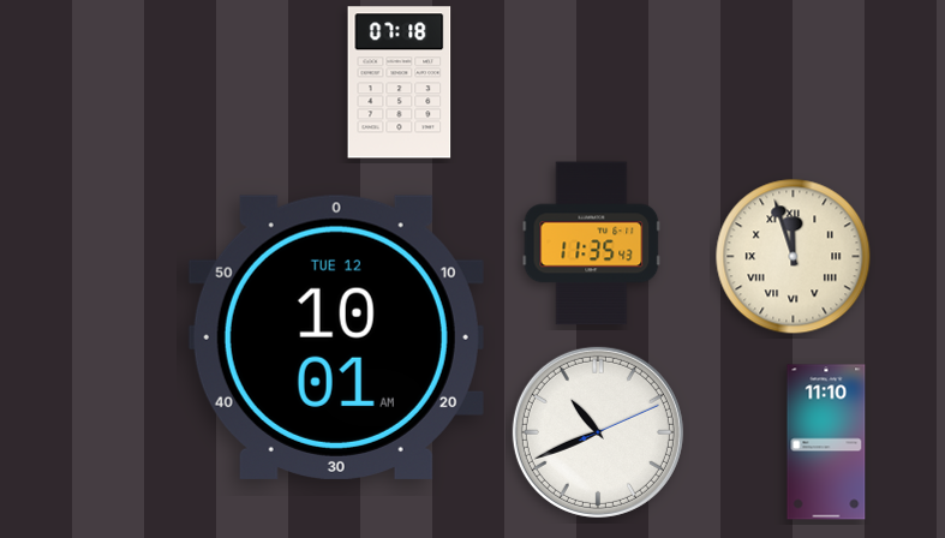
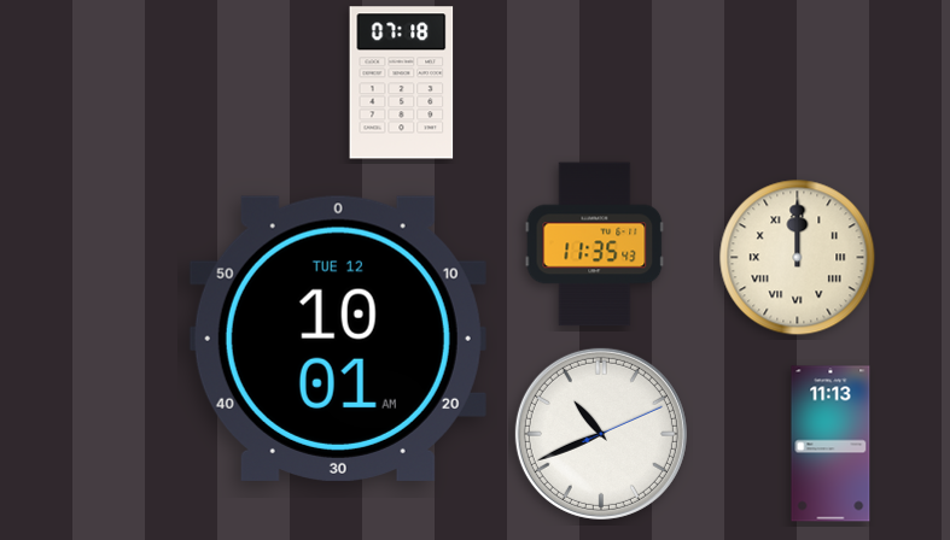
clock at (794, 257): 11:57 -> 12:00
clock at (826, 442): 11:10 -> 11:13
